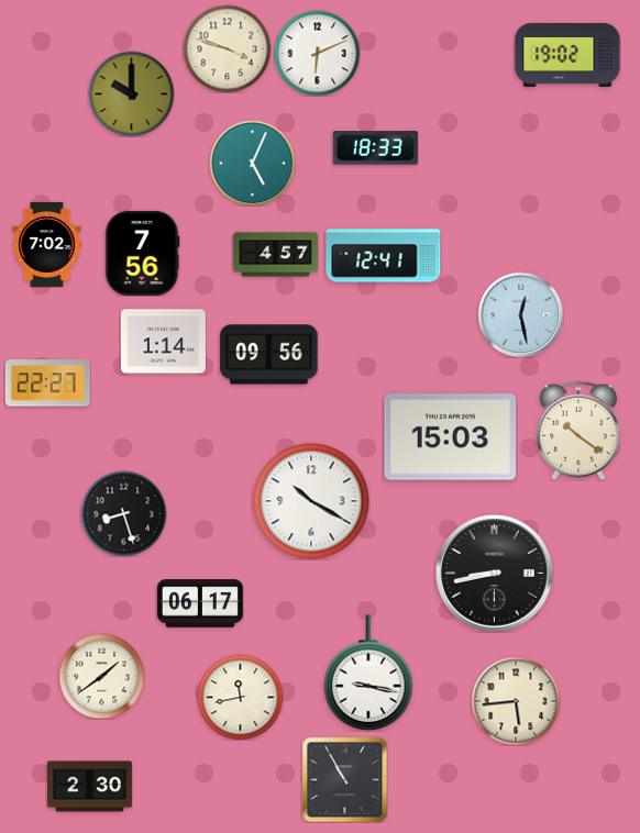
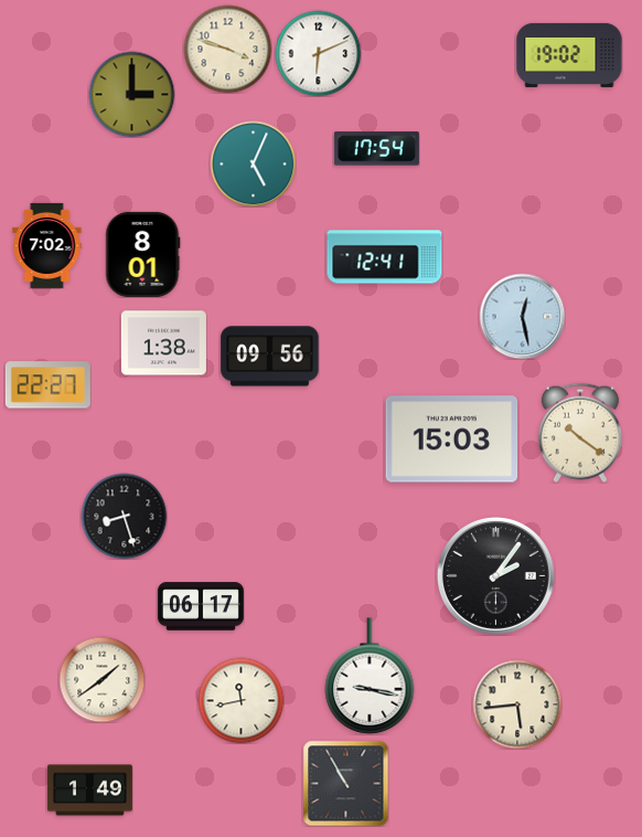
clock at (131, 93): 10:00 -> 3:00
clock at (375, 148): 18:33 -> 17:54
clock at (143, 253): 7:56 -> 8:01
clock at (275, 255): 4:57 -> none
clock at (163, 342): 1:14 -> 1:38
clock at (311, 501): 10:20 -> none
clock at (494, 573): 8:43 -> 2:06
clock at (89, 787): 2:30 -> 1:49
